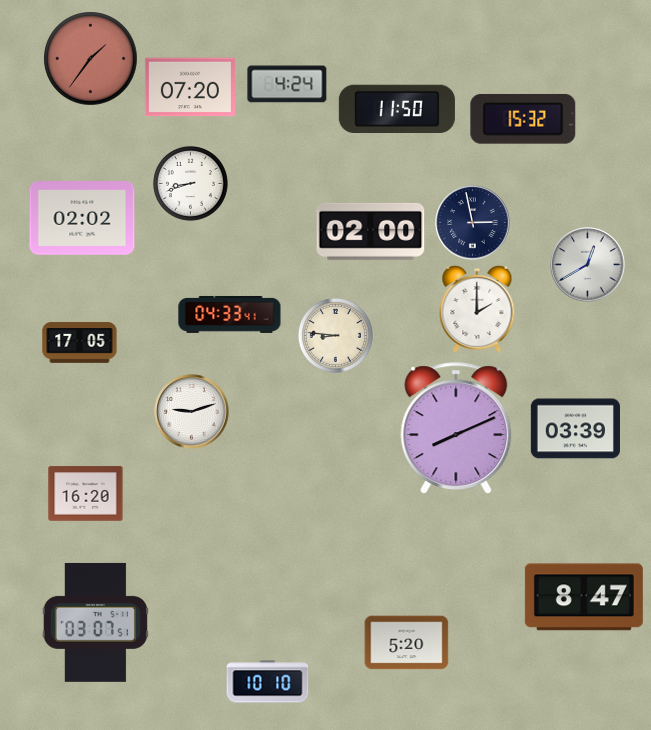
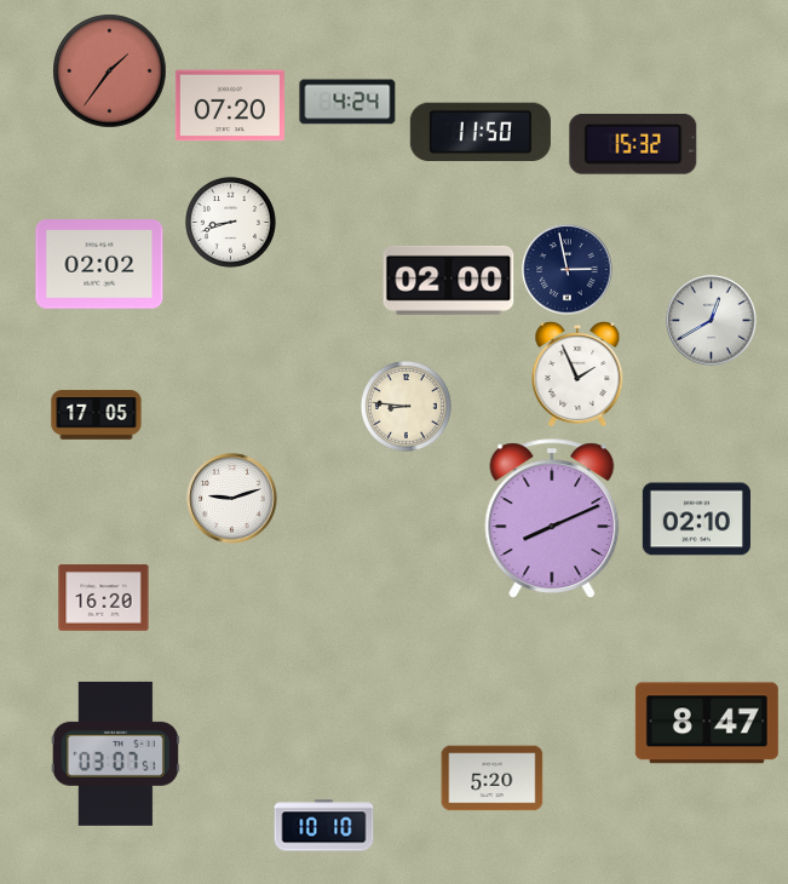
clock at (473, 223) position: (473, 223) -> (568, 270)
clock at (477, 308): 2:00 -> 1:56
clock at (230, 314): 04:33 -> none
clock at (575, 429): 03:39 -> 02:10
